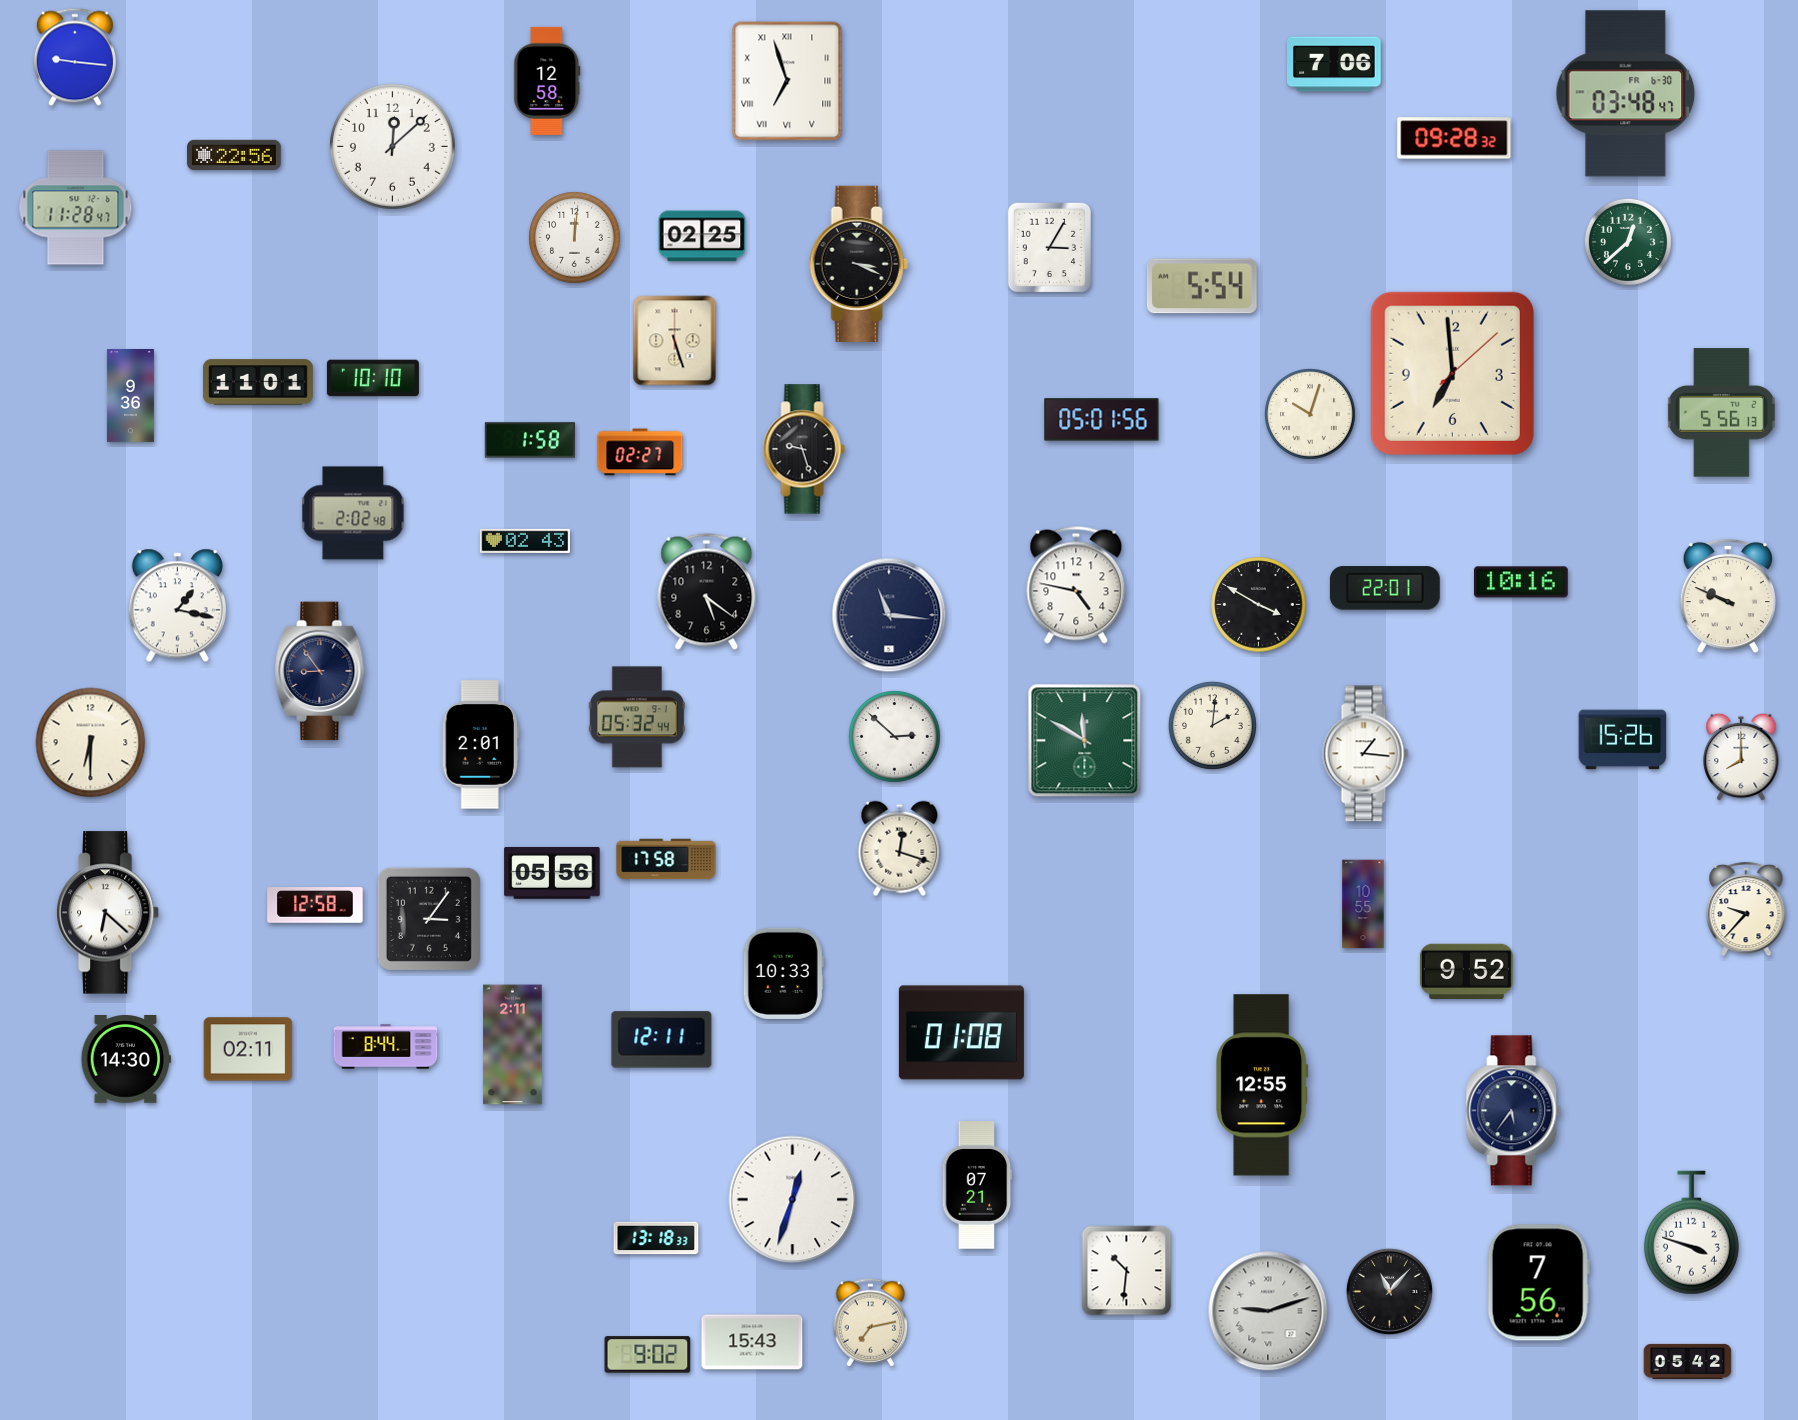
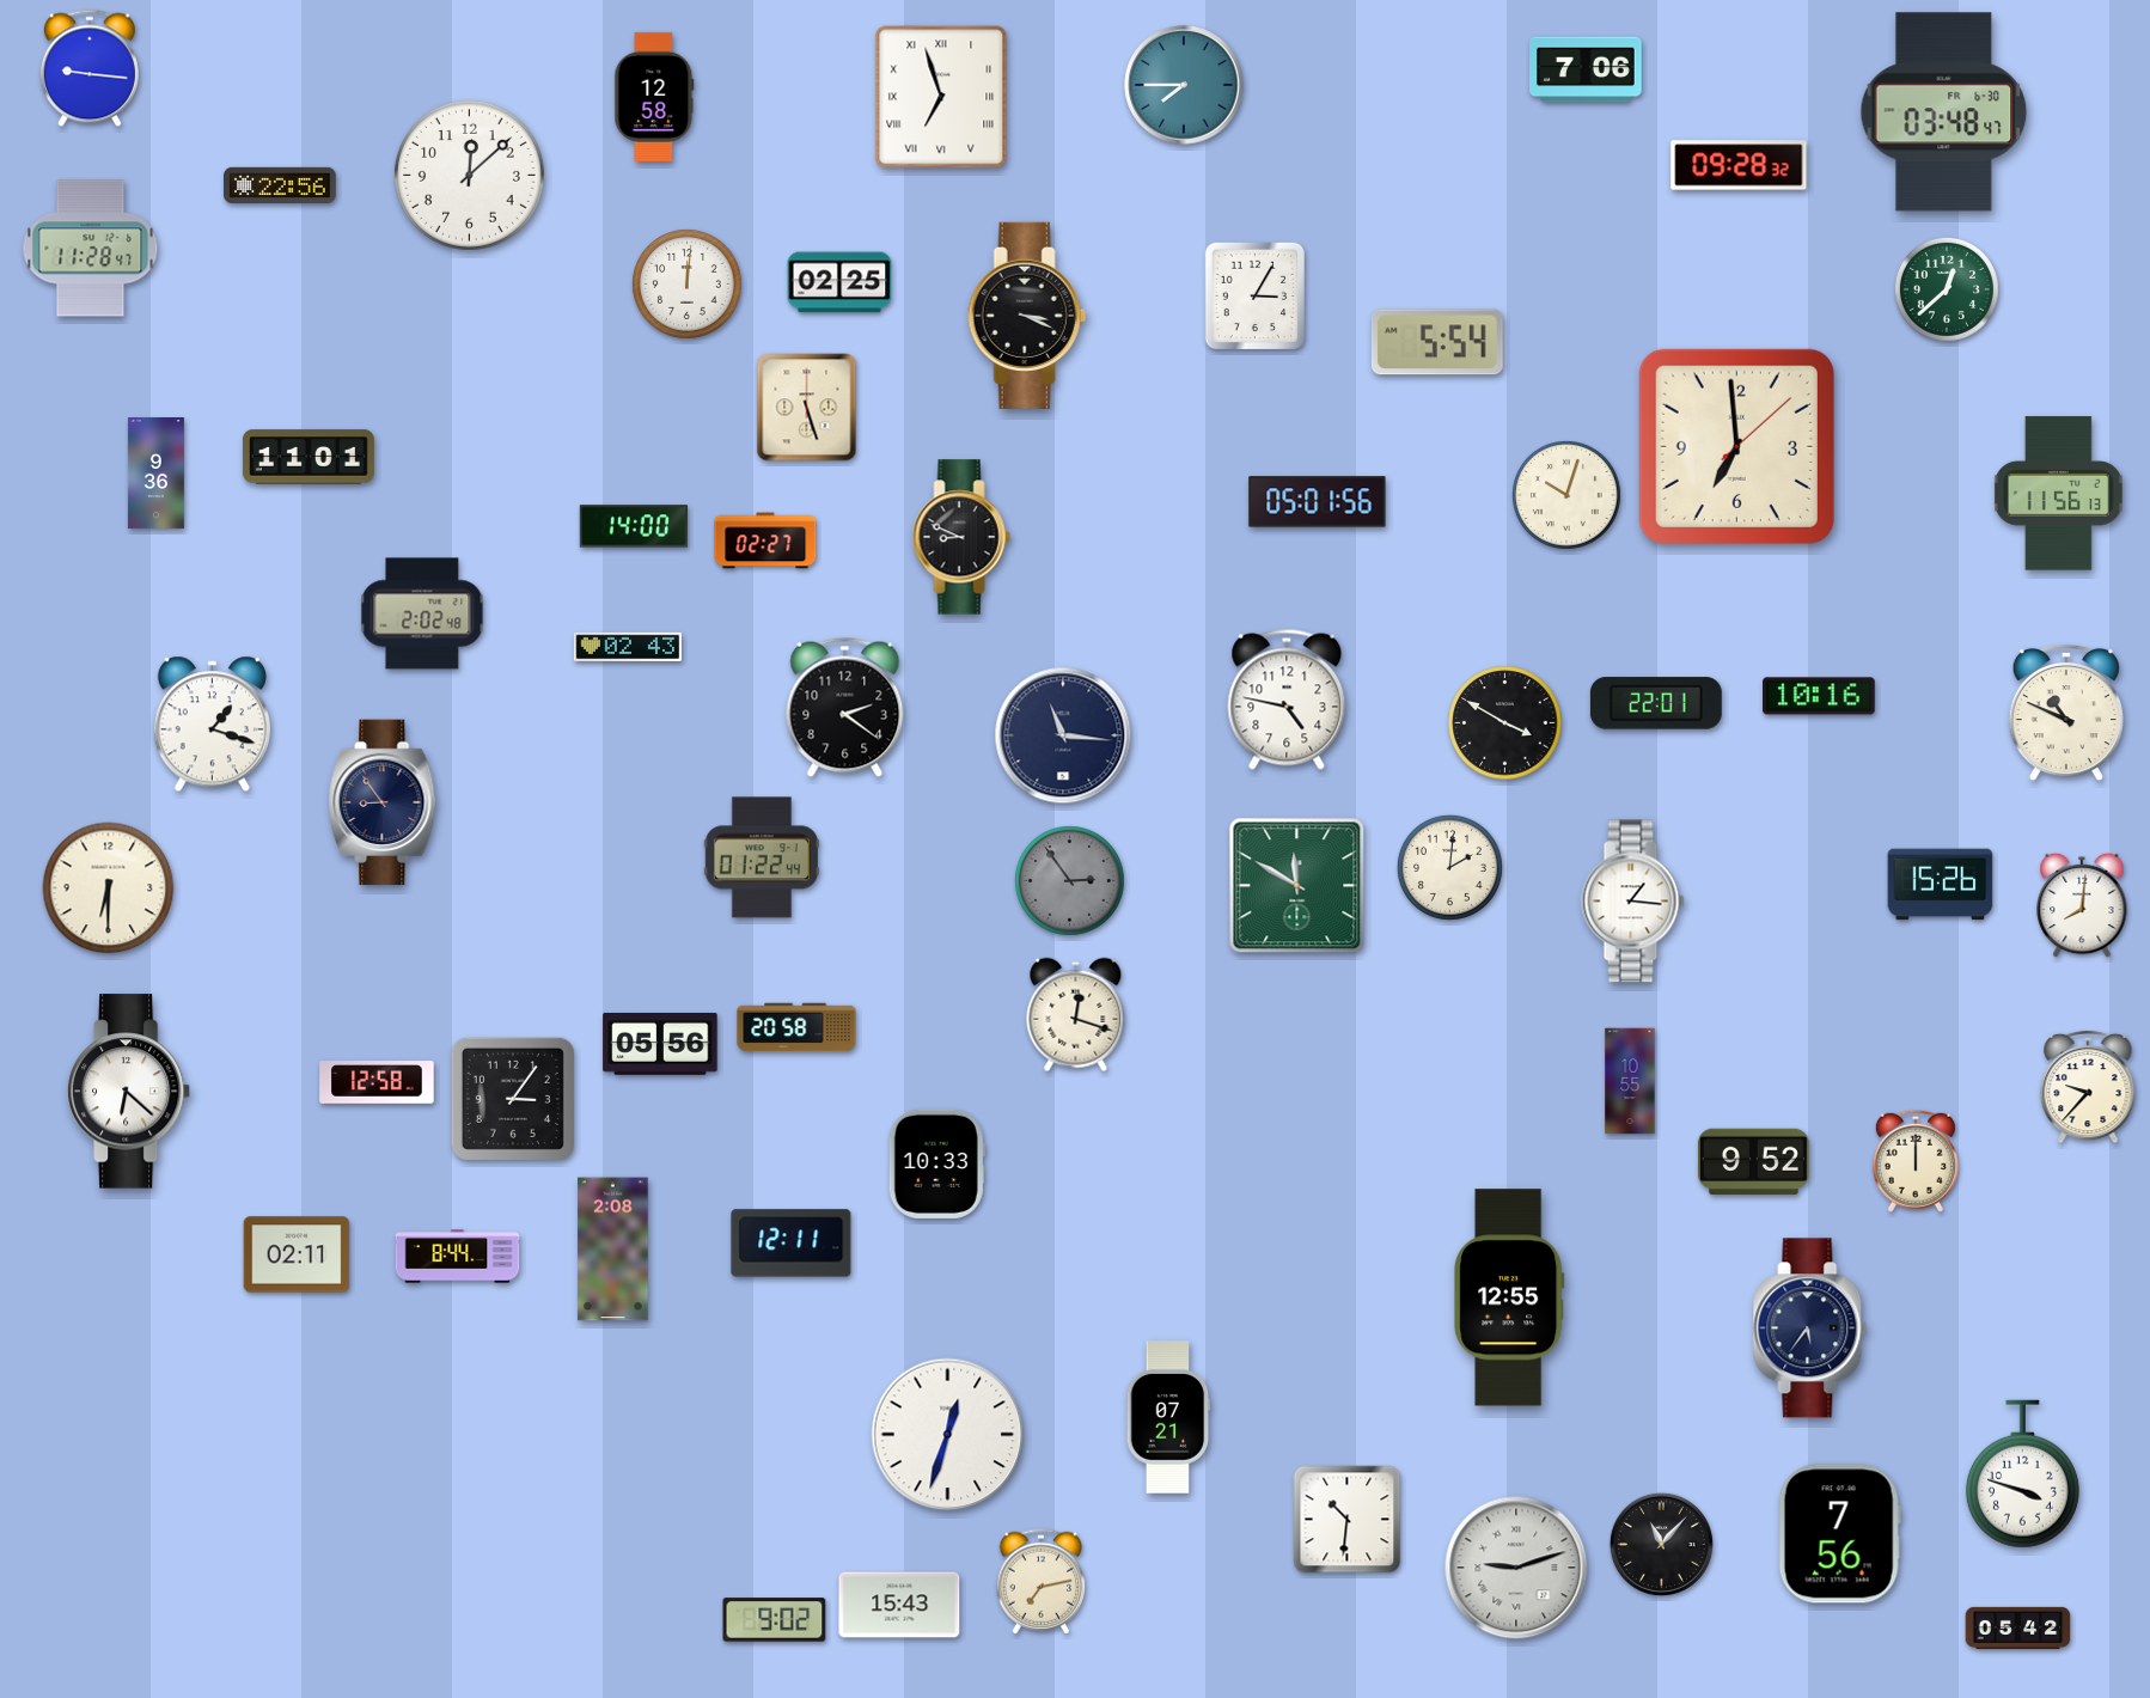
clock at (1335, 64) position: (1335, 64) -> (1587, 69)
clock at (1184, 85): none -> 7:45
clock at (373, 378): 10:10 -> none
clock at (1721, 413): 5:56 -> 11:56
clock at (529, 440): 1:58 -> 14:00
clock at (804, 449): 9:27 -> 8:49
clock at (707, 591): 5:21 -> 2:21
clock at (1727, 596): 9:49 -> 10:49
clock at (177, 606): 1:17 -> 1:18
clock at (637, 717): 05:32 -> 01:22
clock at (895, 737): 2:52 -> 2:54
clock at (895, 737) dial: white -> grey
clock at (480, 745): 2:01 -> none
clock at (1741, 757): 8:00 -> 8:01
clock at (666, 859): 17:58 -> 20:58
clock at (1916, 1161): none -> 12:00
clock at (961, 1033): 01:08 -> none
clock at (513, 1045): 2:11 -> 2:08
clock at (386, 1047) position: (386, 1047) -> (458, 1257)
clock at (126, 1060): 14:30 -> none
clock at (656, 1238): 13:18 -> none
